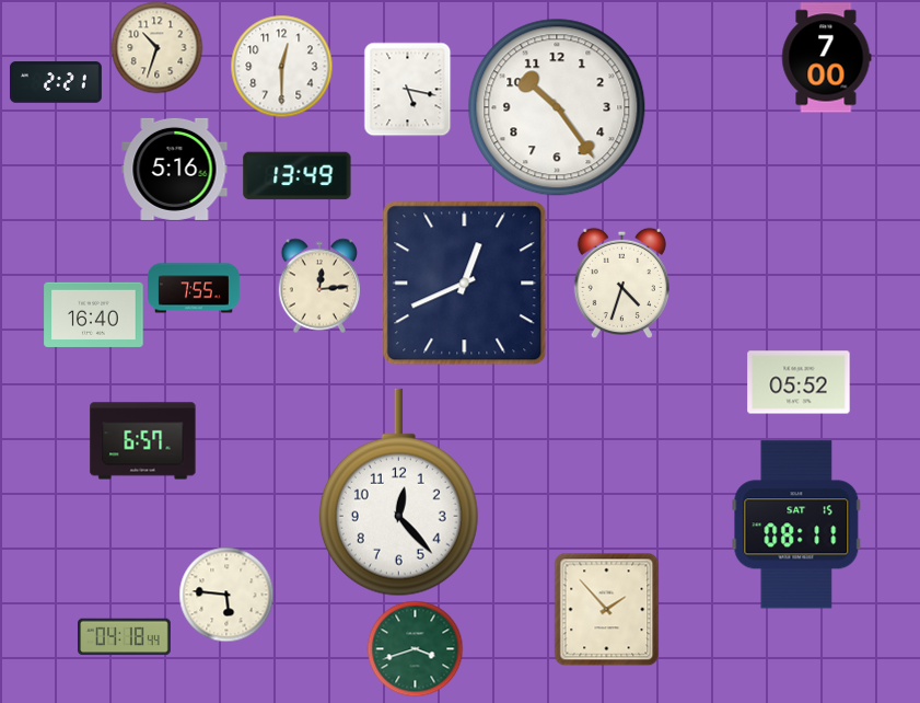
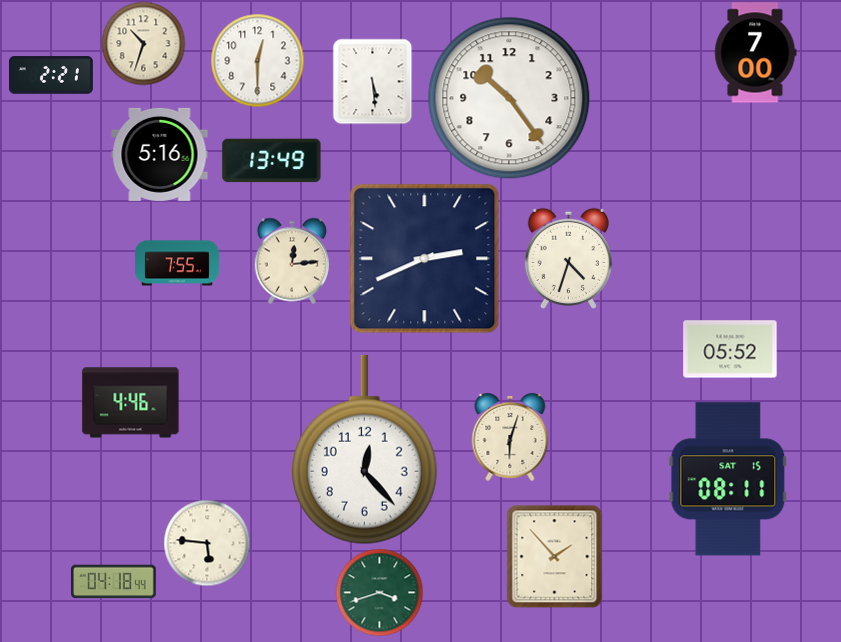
clock at (408, 89): 5:17 -> 5:29
clock at (465, 284): 12:41 -> 2:41
clock at (94, 314): 16:40 -> none
clock at (143, 441): 6:57 -> 4:46
clock at (510, 437): none -> 6:03
